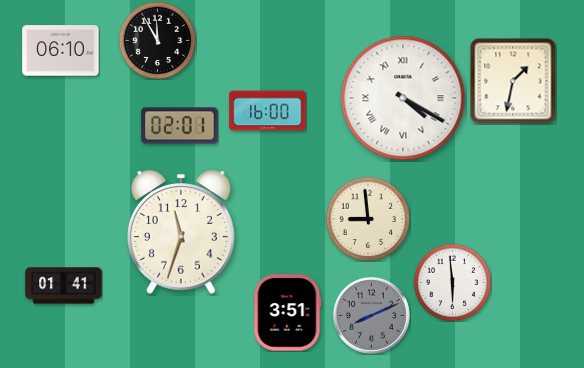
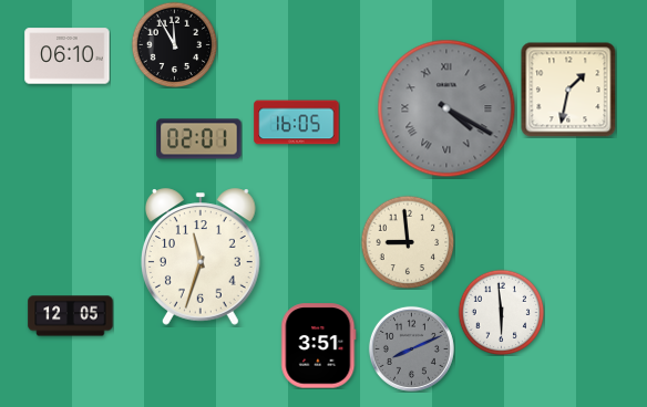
clock at (403, 98) dial: white -> grey
clock at (268, 111): 16:00 -> 16:05
clock at (64, 286): 01:41 -> 12:05
